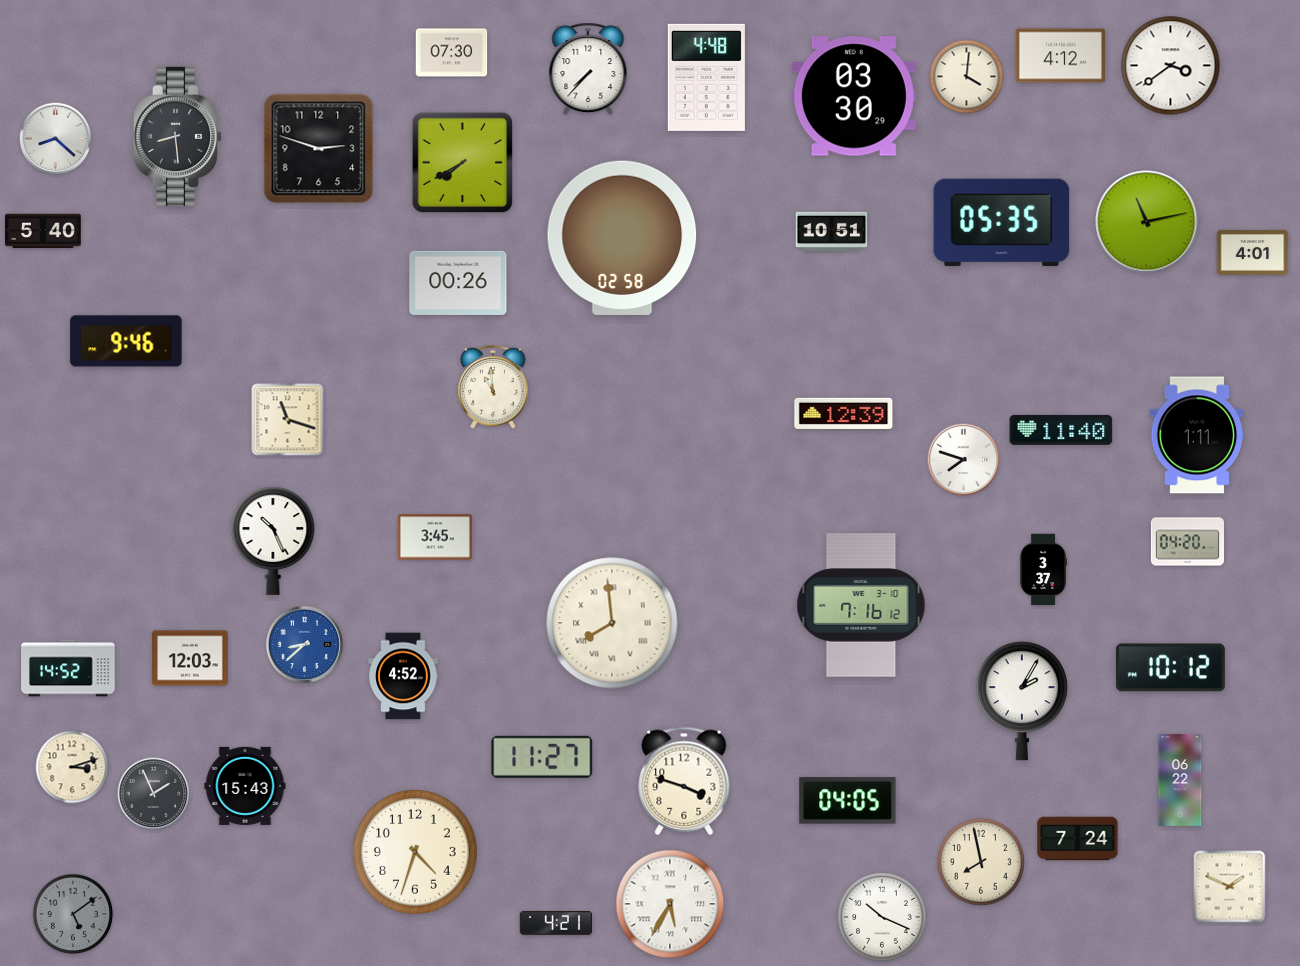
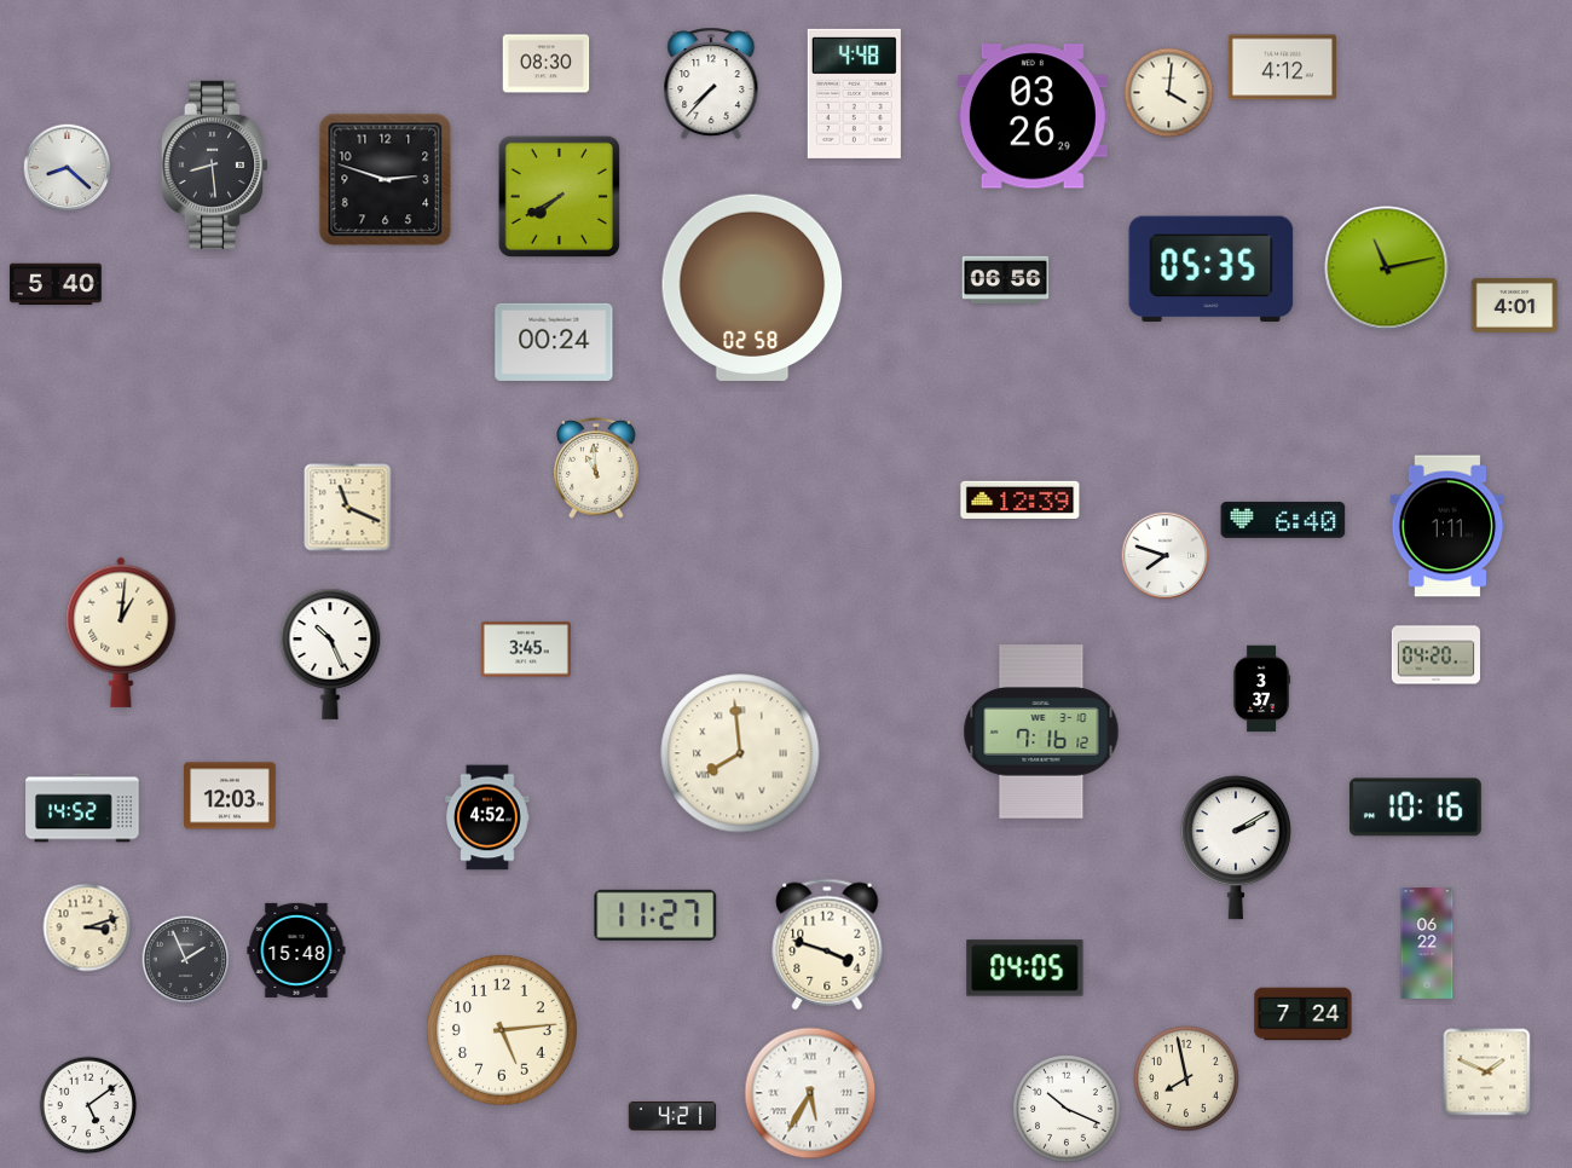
clock at (452, 53): 07:30 -> 08:30
clock at (1171, 66): 3:39 -> none
clock at (854, 96): 03:30 -> 03:26
clock at (44, 231) position: (44, 231) -> (57, 284)
clock at (832, 232): 10:51 -> 06:56
clock at (458, 283): 00:26 -> 00:24
clock at (126, 341): 9:46 -> none
clock at (288, 420): 11:18 -> 11:19
clock at (1061, 430): 11:40 -> 6:40
clock at (121, 632): none -> 1:01
clock at (305, 645): 8:38 -> none
clock at (1170, 668): 10:12 -> 10:16
clock at (1022, 701): 2:05 -> 2:10
clock at (245, 786): 15:43 -> 15:48
clock at (415, 852): 4:33 -> 5:14
clock at (981, 862) position: (981, 862) -> (1186, 1079)
clock at (73, 914) dial: grey -> white
